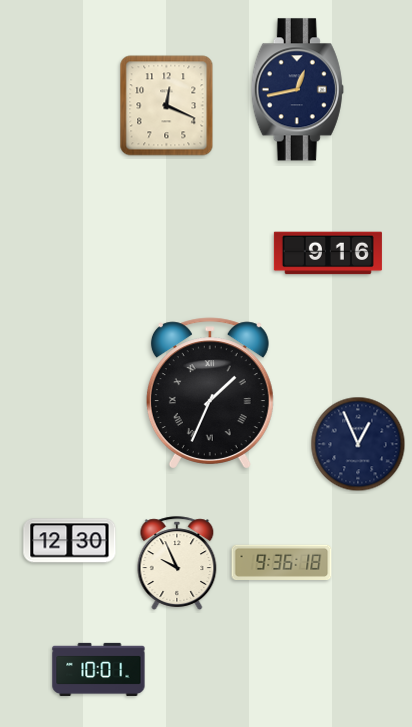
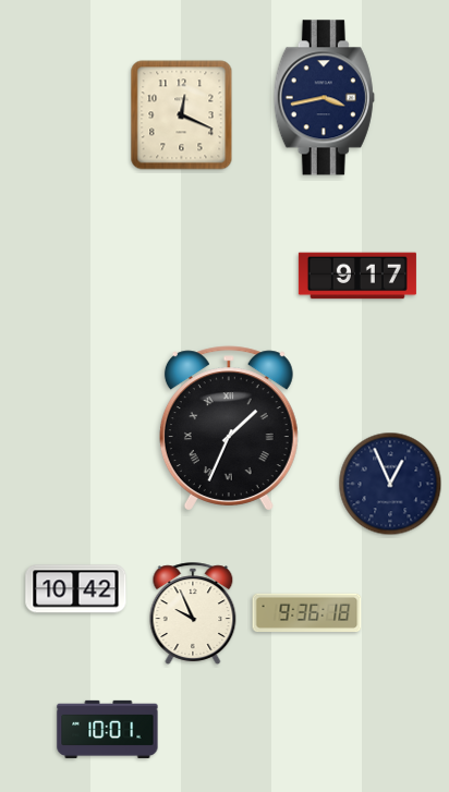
clock at (297, 90): 12:43 -> 3:43
clock at (328, 253): 9:16 -> 9:17
clock at (70, 541): 12:30 -> 10:42
